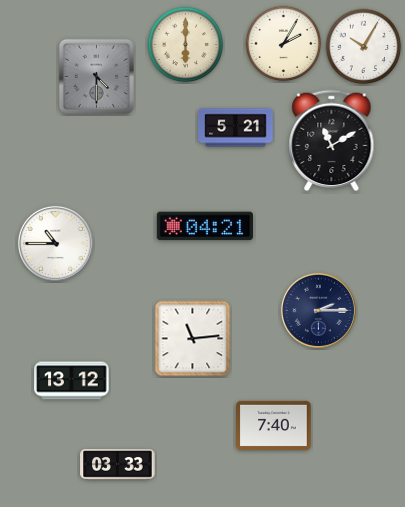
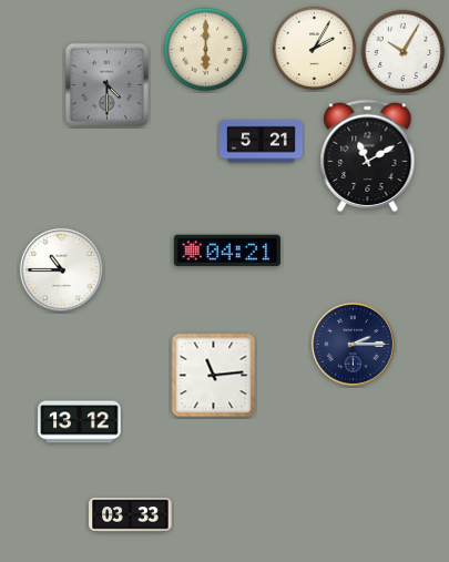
clock at (274, 425): 7:40 -> none
